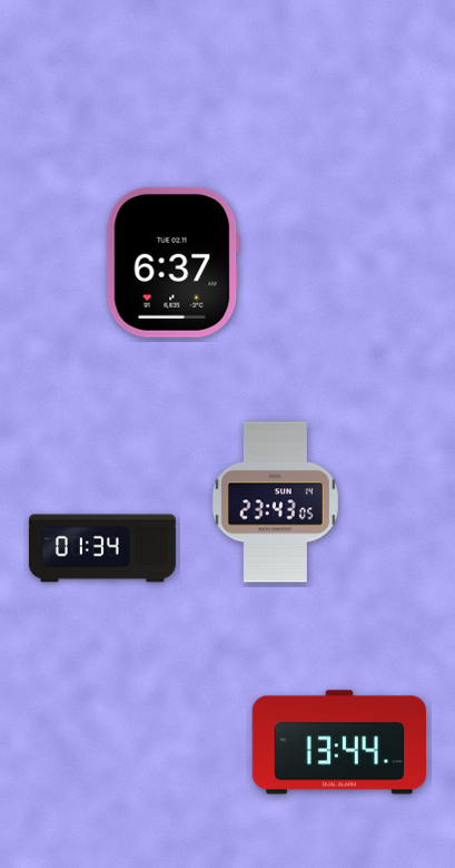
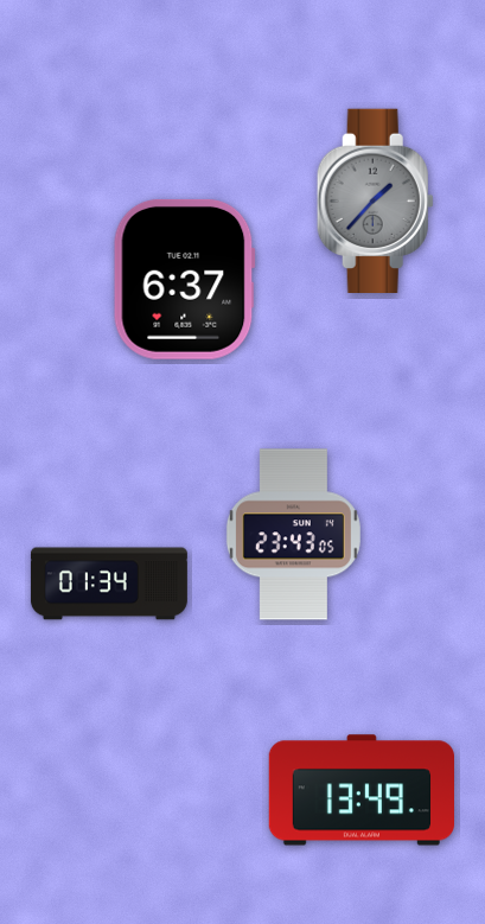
clock at (375, 200): none -> 1:37
clock at (338, 742): 13:44 -> 13:49
